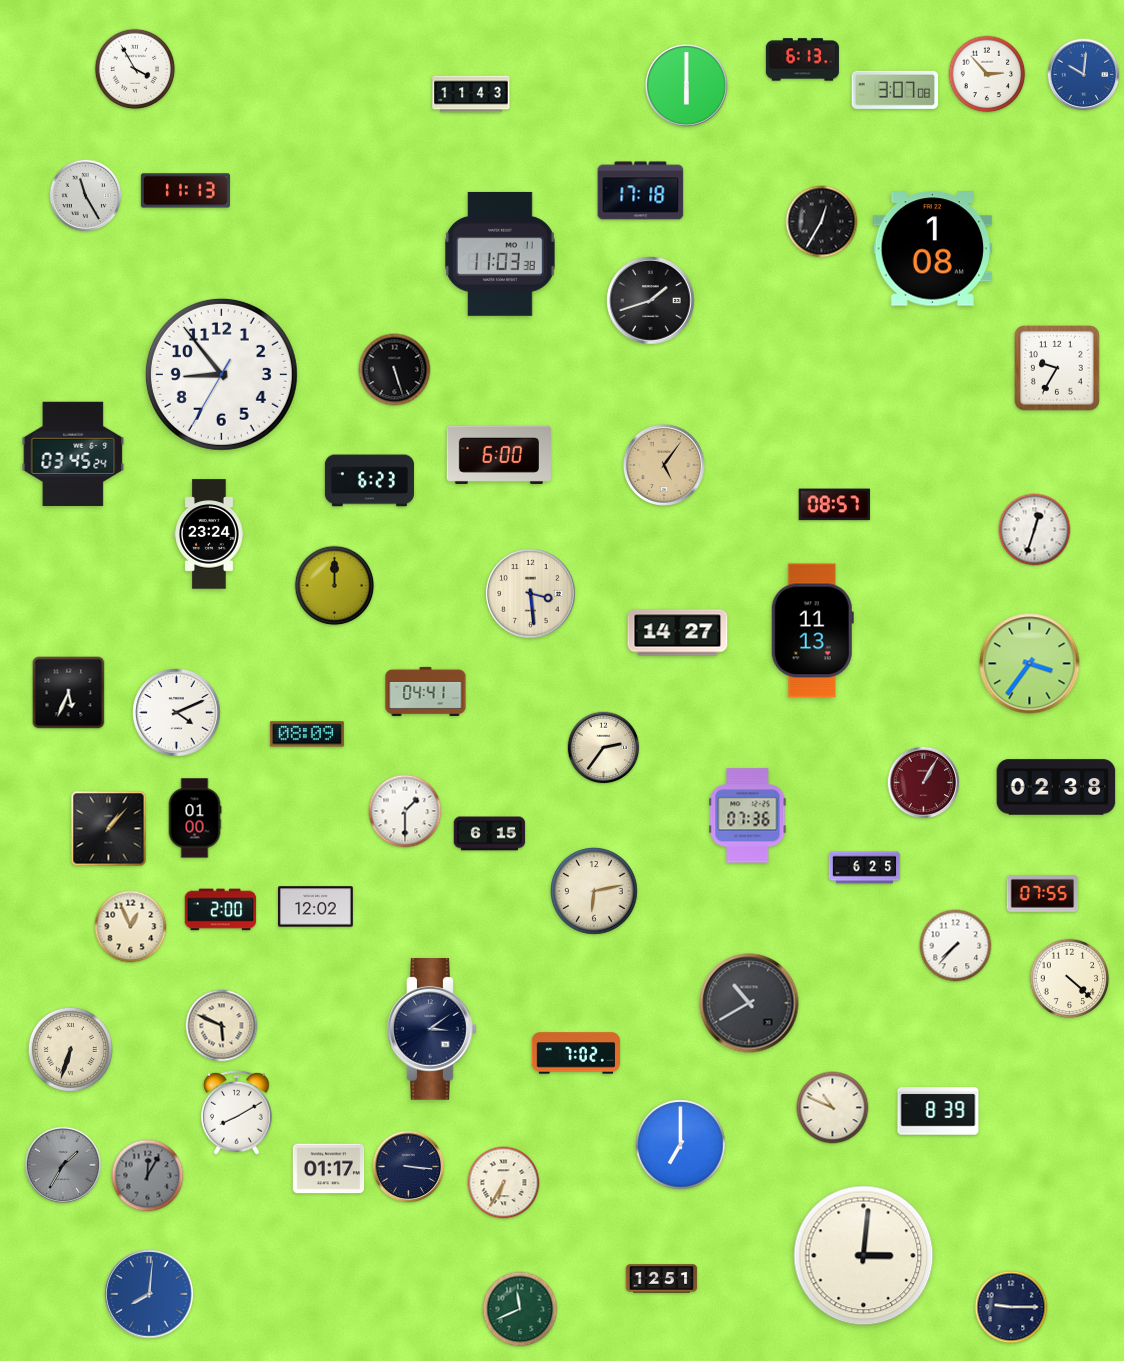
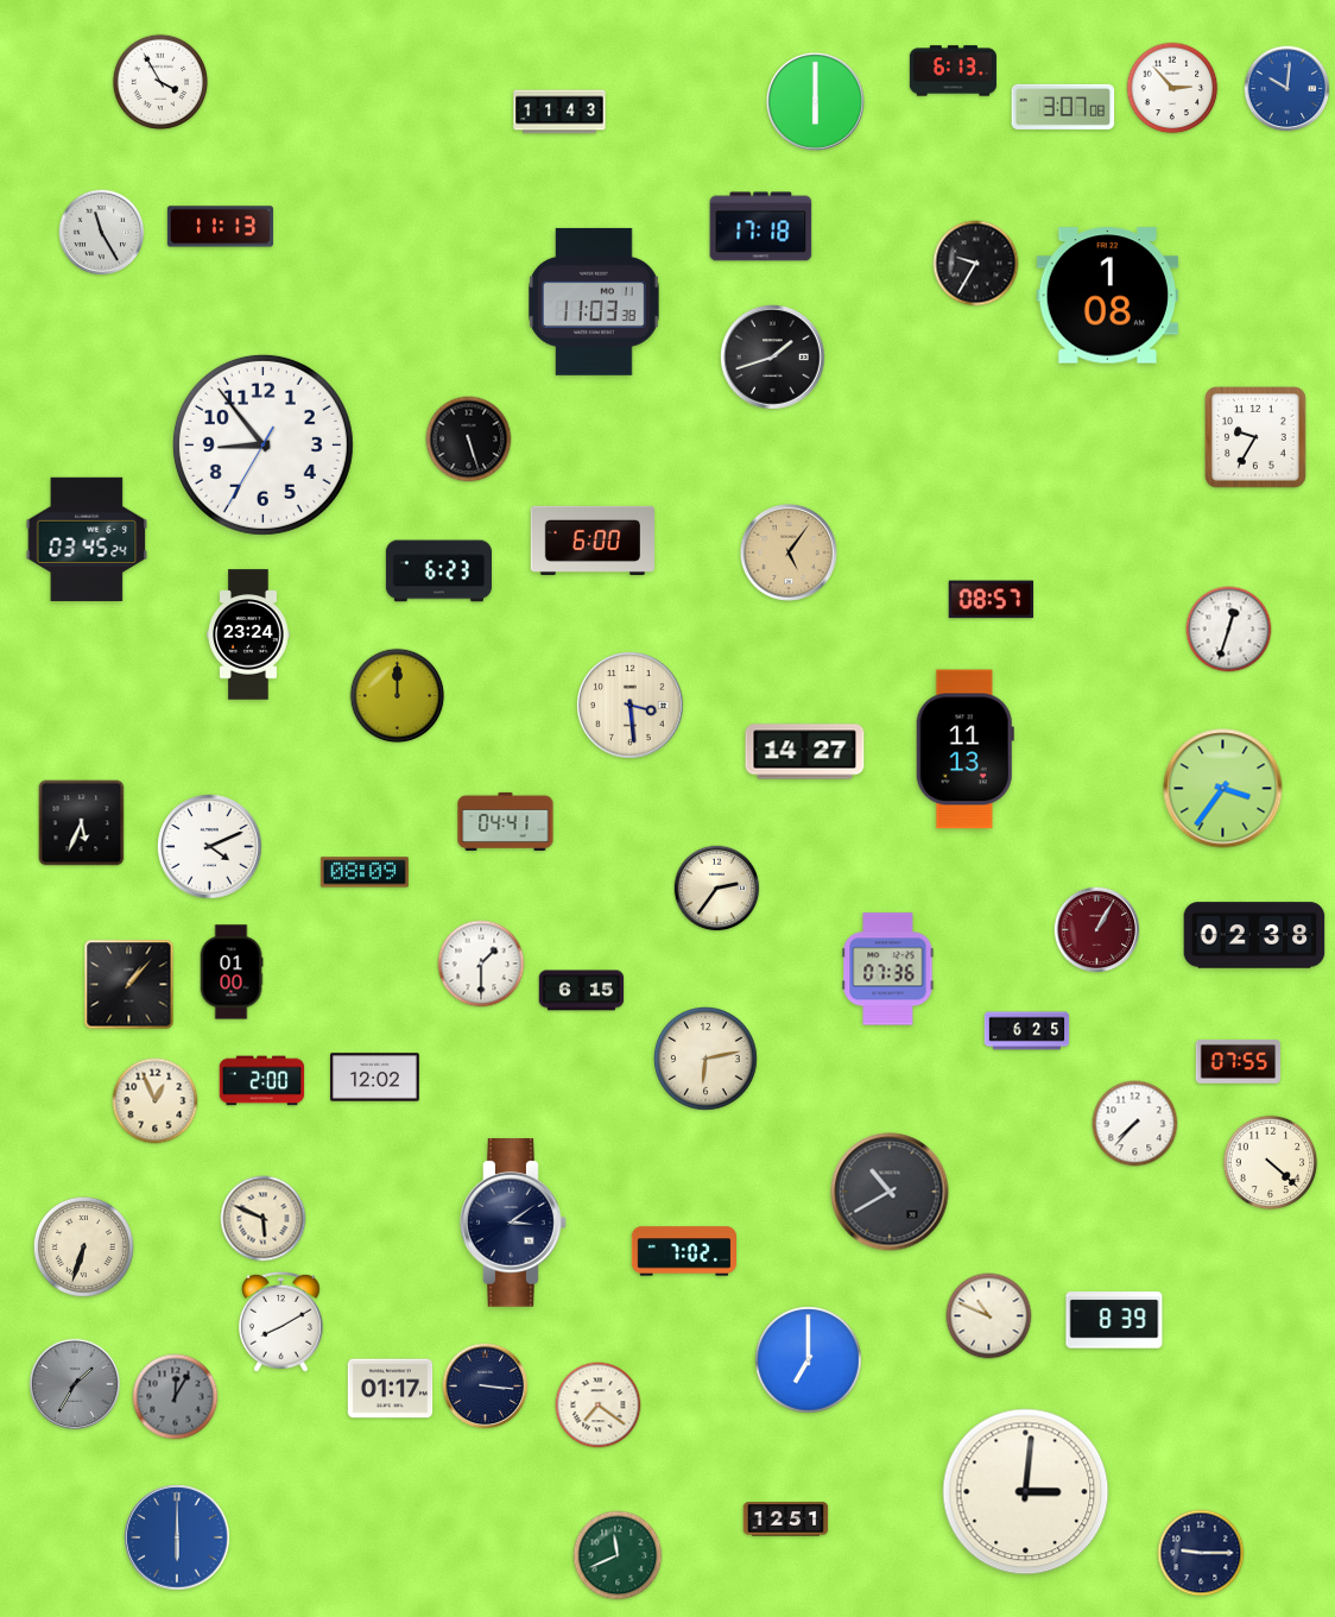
clock at (822, 222): 12:35 -> 9:35
clock at (504, 1183): 6:35 -> 7:21
clock at (149, 1294): 8:01 -> 6:00
